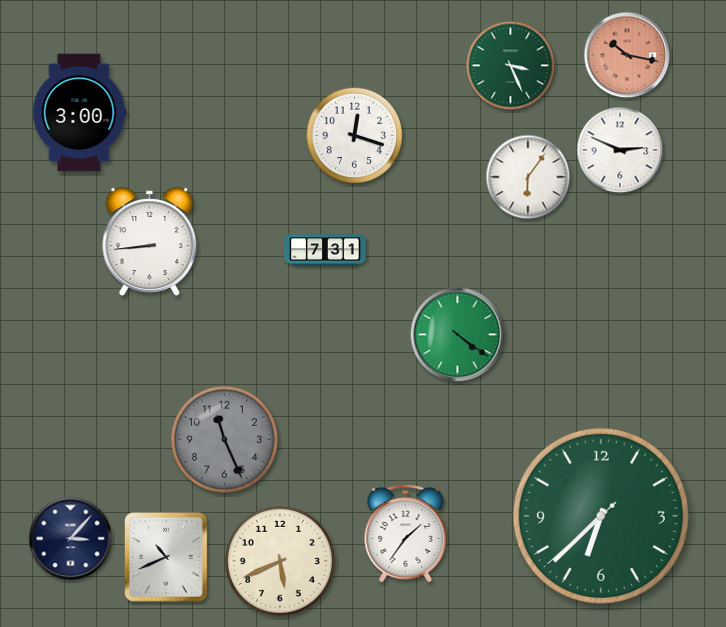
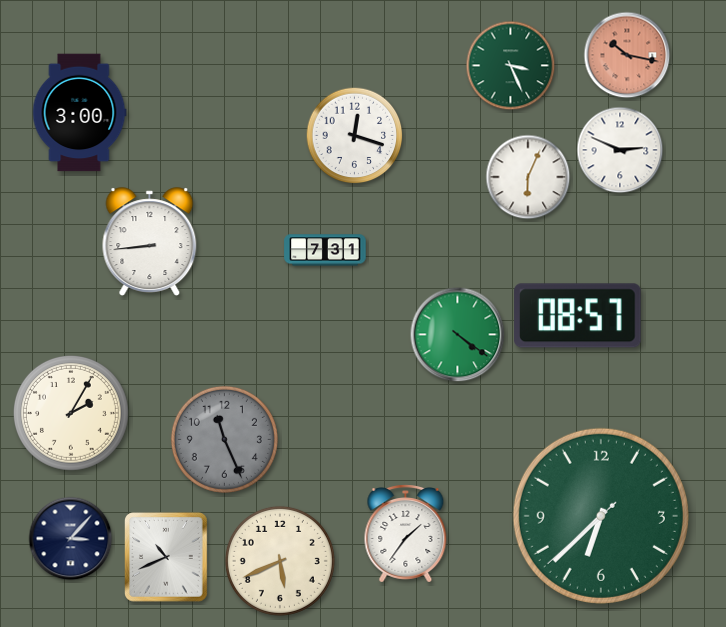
clock at (528, 177): 6:06 -> 6:04
clock at (578, 316): none -> 08:57
clock at (71, 413): none -> 2:05
